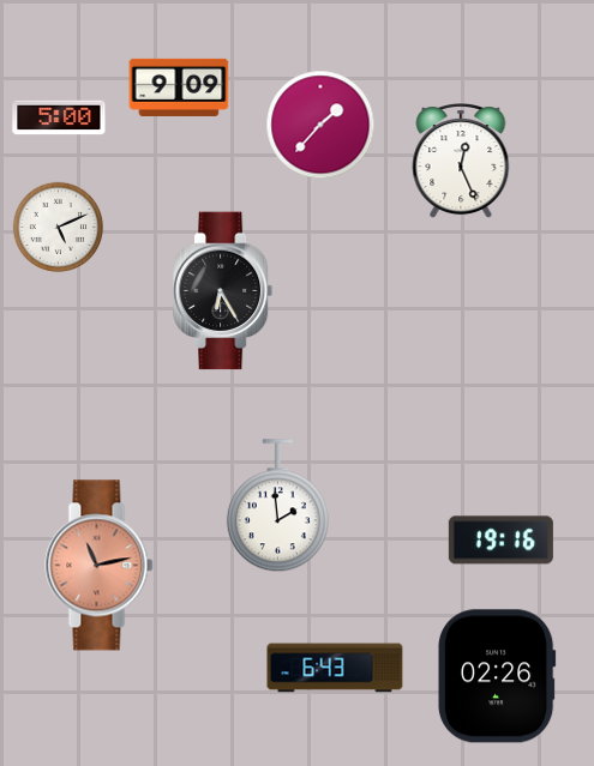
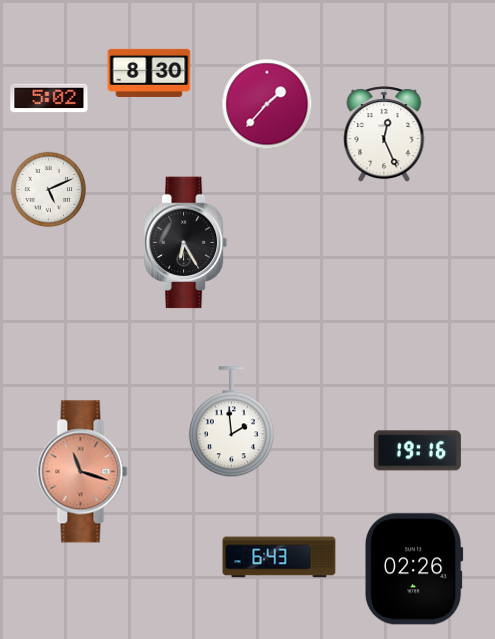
clock at (179, 88): 9:09 -> 8:30
clock at (59, 117): 5:00 -> 5:02
clock at (100, 566): 11:13 -> 11:18
clock at (497, 676) position: (497, 676) -> (414, 569)
